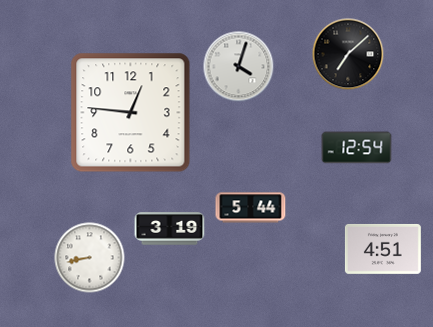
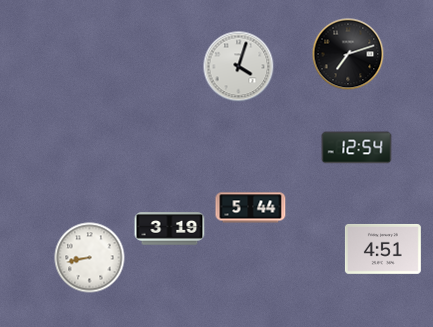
clock at (348, 54): 7:08 -> 7:12
clock at (131, 113): 12:46 -> none
